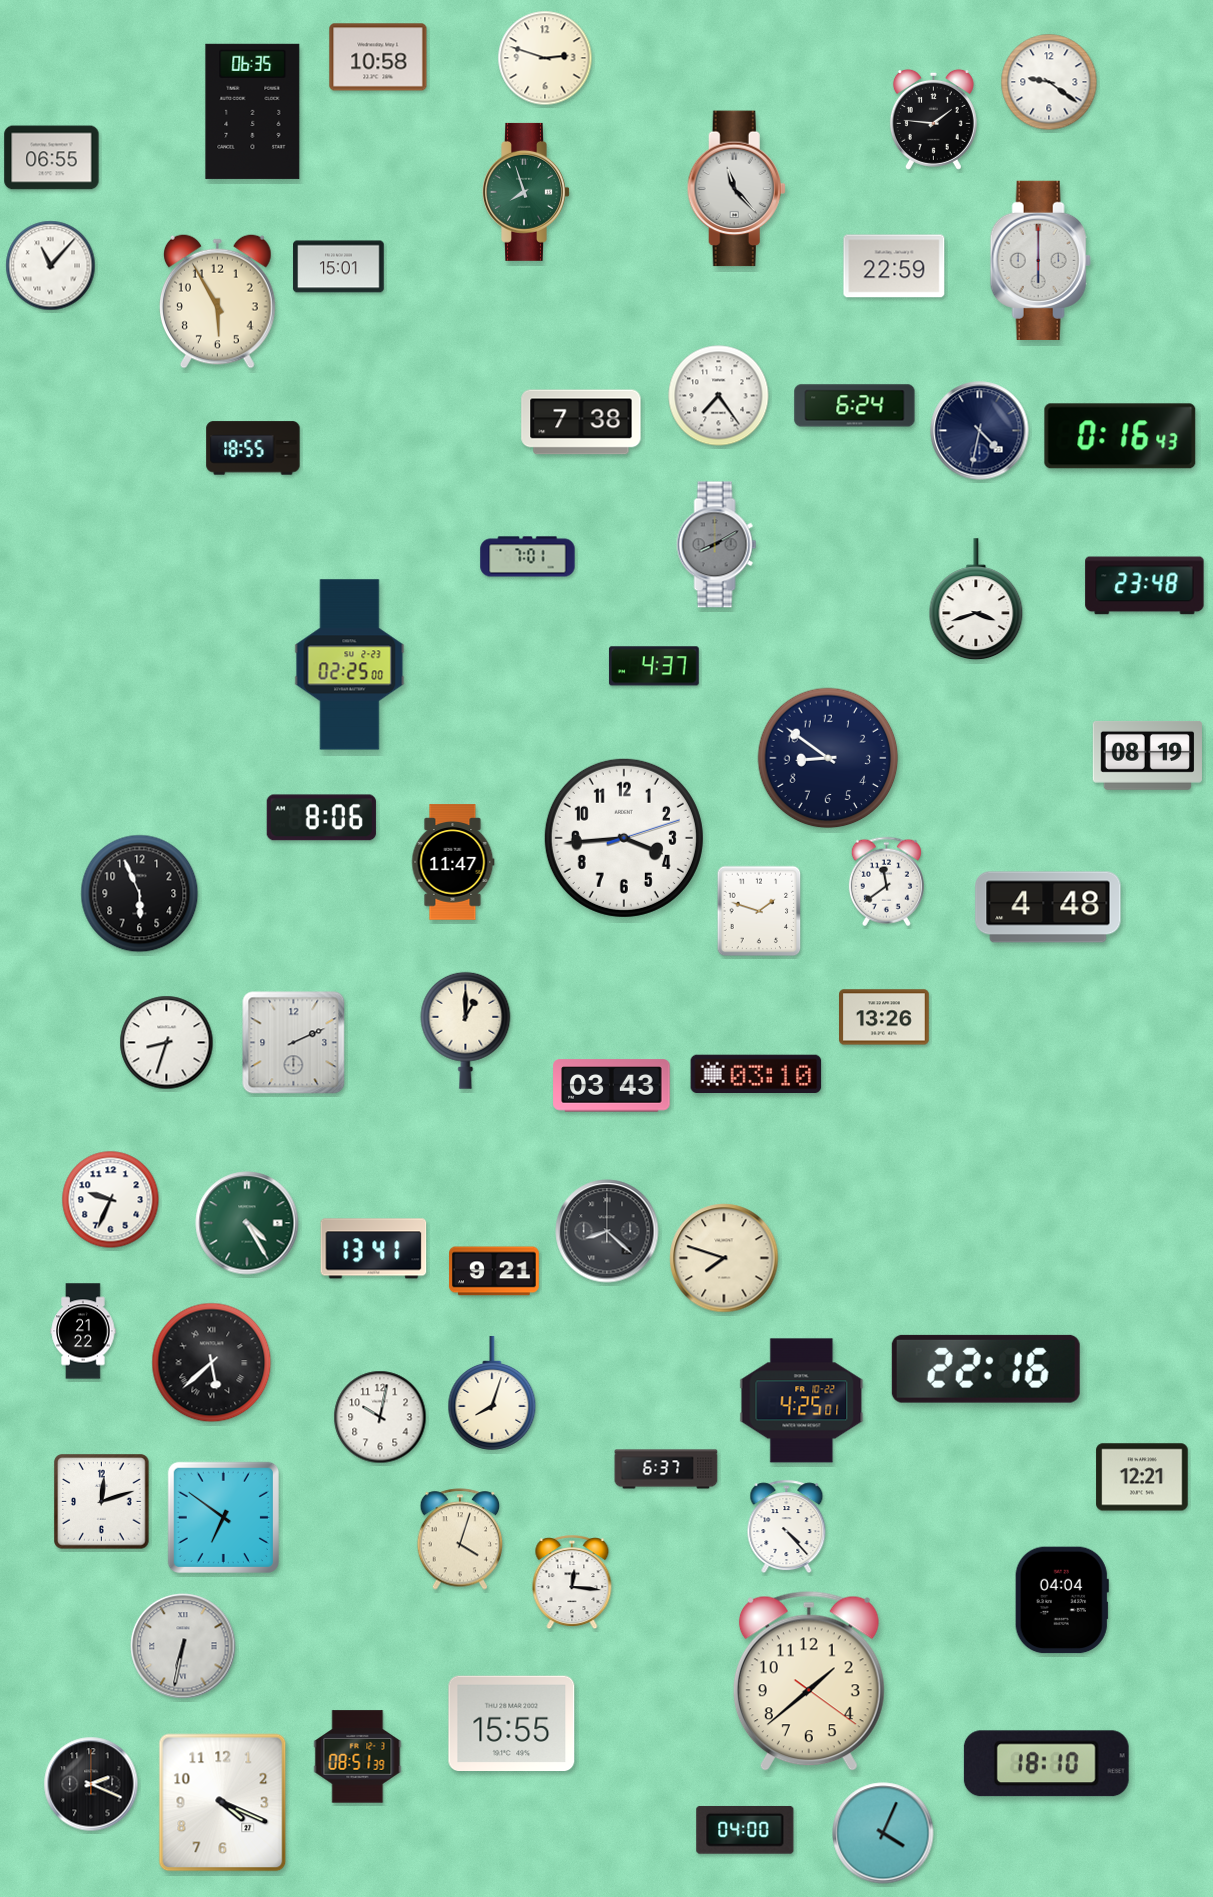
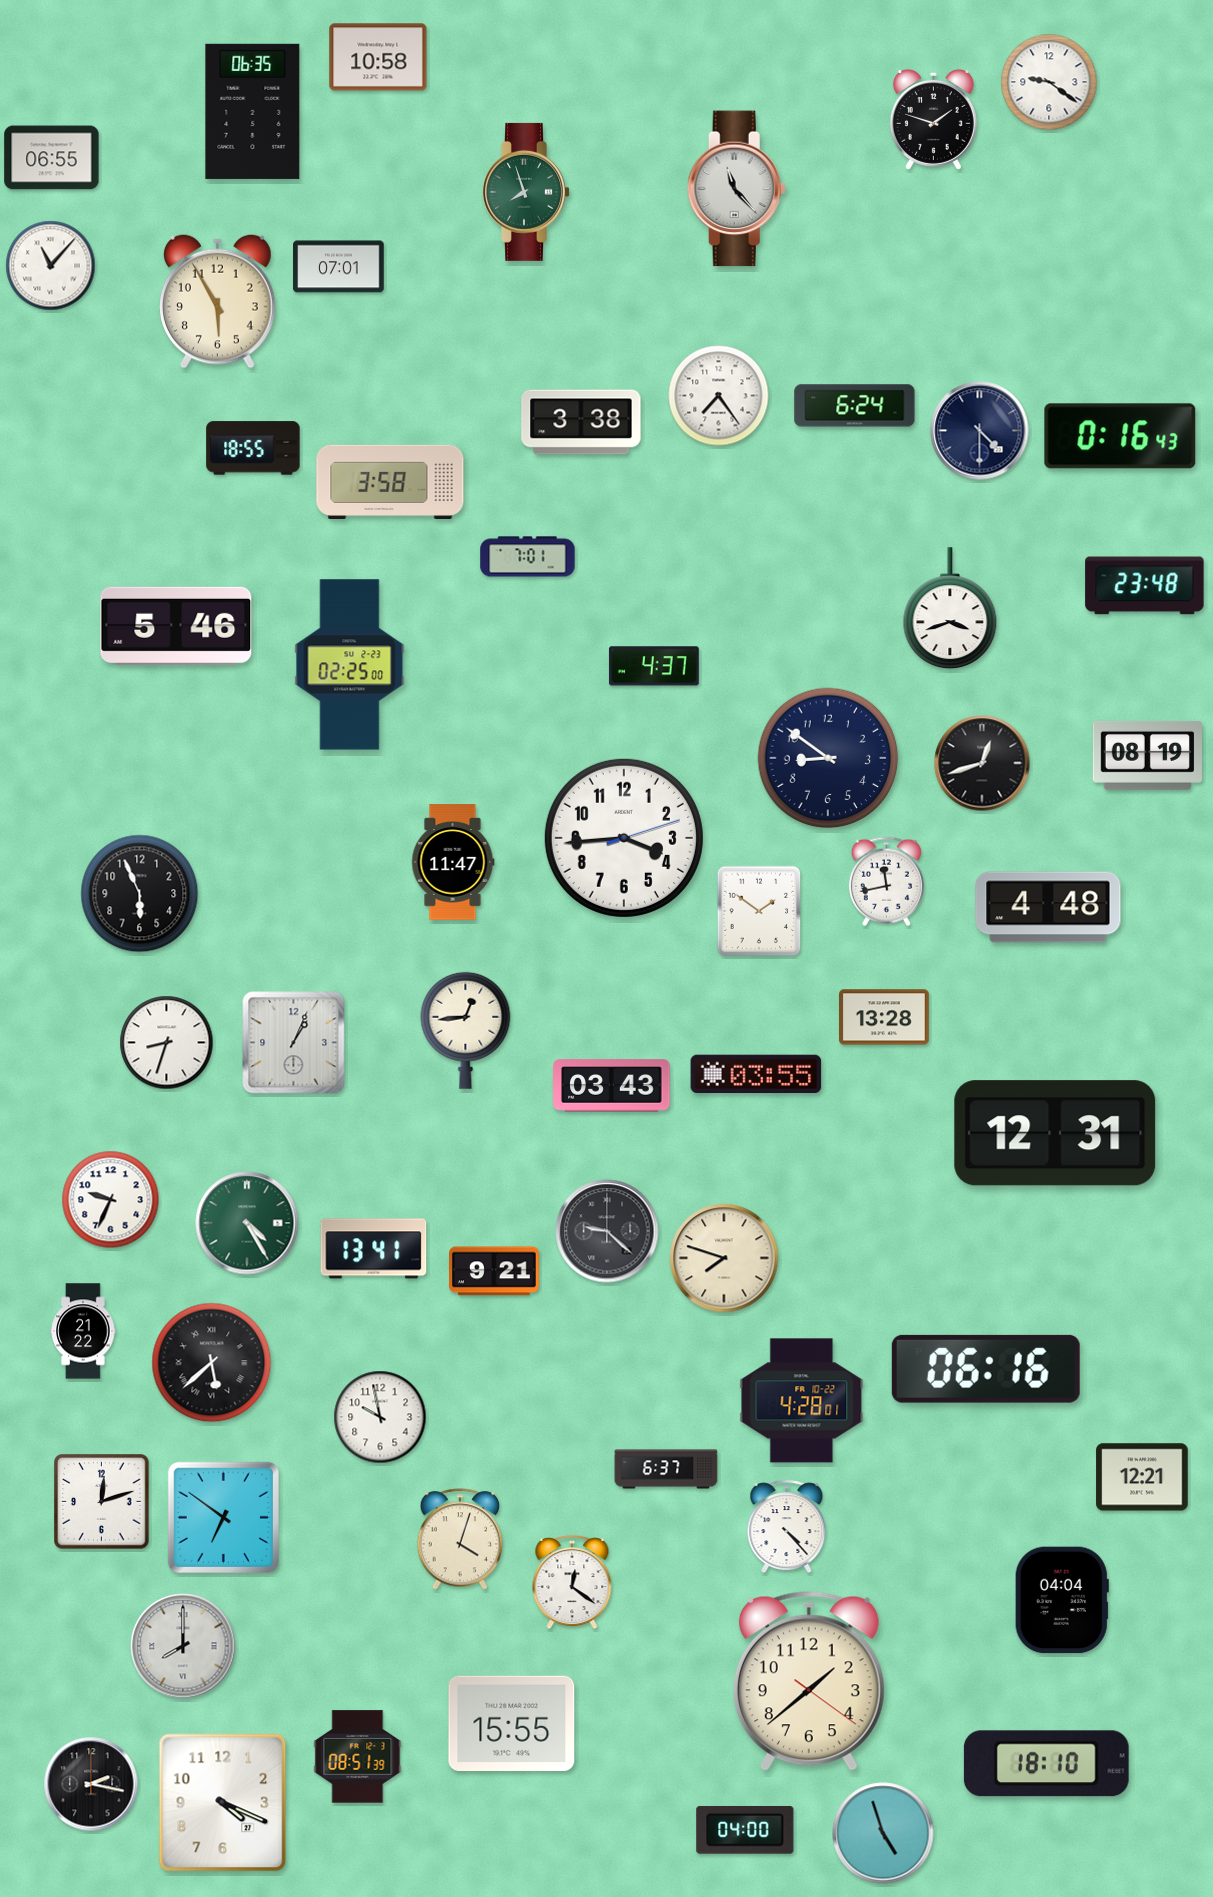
clock at (545, 58): 2:48 -> none
clock at (933, 119): 1:46 -> 1:48
clock at (1040, 260): 6:00 -> none
clock at (894, 266): 22:59 -> none
clock at (339, 267): 15:01 -> 07:01
clock at (581, 422): 7:38 -> 3:38
clock at (980, 431): 4:32 -> 4:30
clock at (390, 481): none -> 3:58
clock at (717, 545): 8:10 -> none
clock at (976, 600) position: (976, 600) -> (950, 609)
clock at (176, 626): none -> 5:46
clock at (982, 763): none -> 12:42
clock at (321, 818): 8:06 -> none
clock at (886, 882): 11:39 -> 11:43
clock at (759, 911): 1:48 -> 1:51
clock at (885, 1017): 13:26 -> 13:28
clock at (466, 1030): 1:00 -> 12:44
clock at (294, 1043): 2:11 -> 1:04
clock at (756, 1073): 03:10 -> 03:55
clock at (1055, 1133): none -> 12:31
clock at (607, 1231): 8:22 -> 9:22
clock at (986, 1369): 22:16 -> 06:16
clock at (492, 1393): 8:03 -> none
clock at (802, 1401): 4:25 -> 4:28
clock at (380, 1417): 10:02 -> 9:58
clock at (572, 1583): 12:16 -> 12:21
clock at (183, 1646): 6:32 -> 8:00
clock at (91, 1784): 2:19 -> 2:17
clock at (883, 1833): 4:04 -> 4:57
